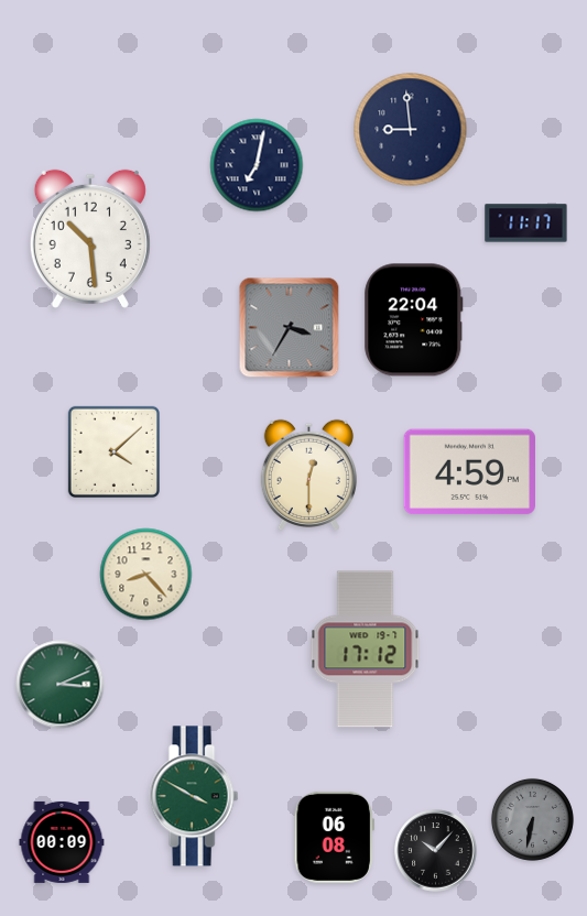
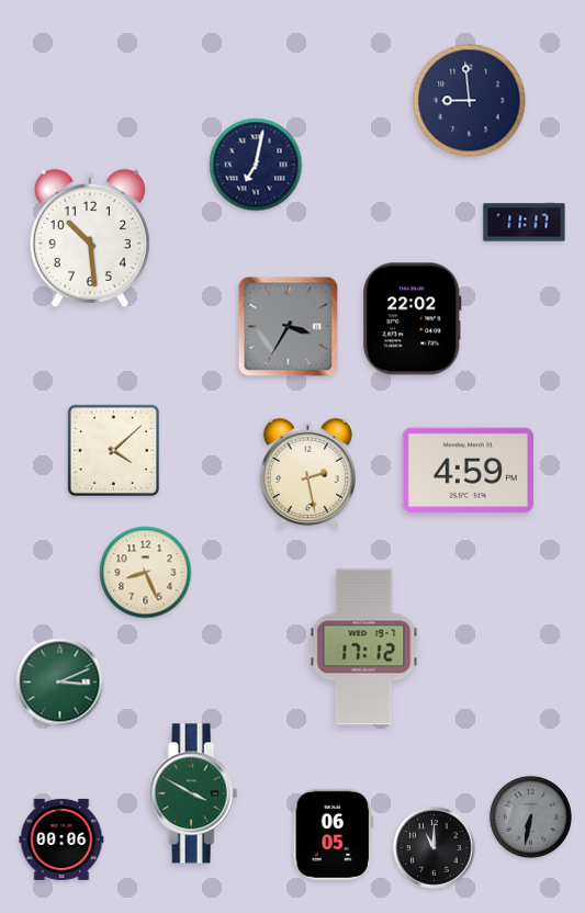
clock at (411, 130) position: (411, 130) -> (470, 101)
clock at (414, 320): 22:04 -> 22:02
clock at (308, 476): 12:30 -> 2:28
clock at (146, 575): 8:23 -> 8:26
clock at (334, 837): 06:08 -> 06:05
clock at (62, 842): 00:09 -> 00:06
clock at (436, 851): 10:07 -> 11:00
